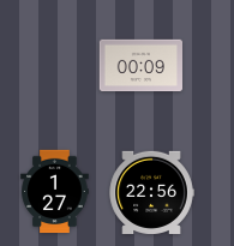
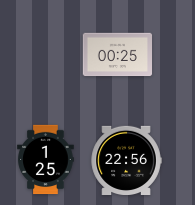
clock at (142, 66): 00:09 -> 00:25
clock at (55, 192): 1:27 -> 1:25
